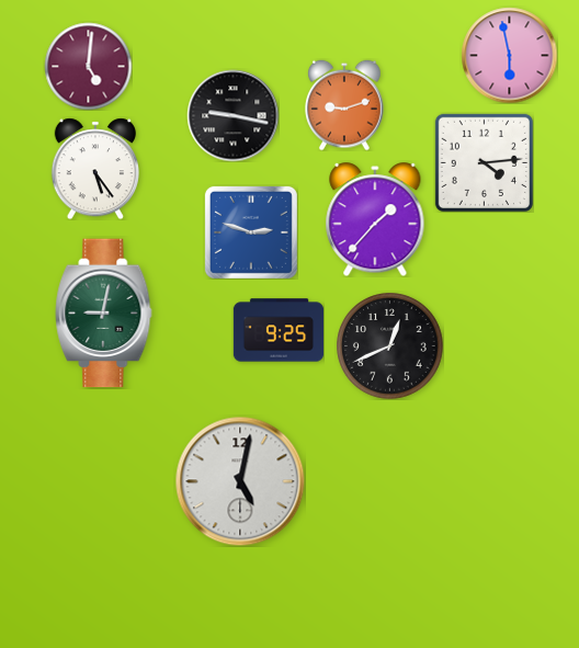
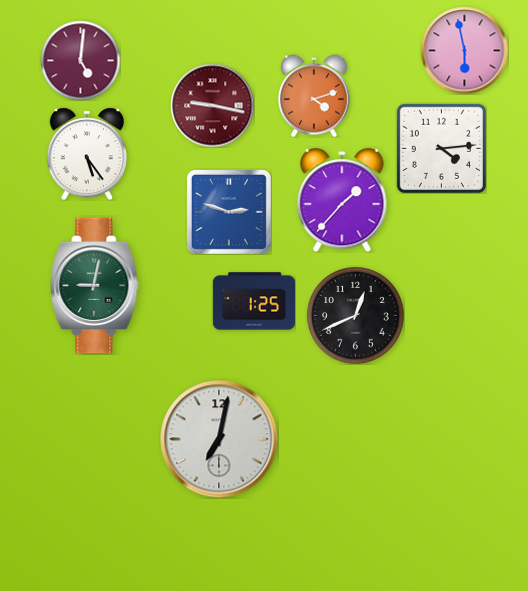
clock at (344, 105): 9:12 -> 4:12
clock at (232, 115) dial: black -> burgundy
clock at (279, 330): 9:25 -> 1:25
clock at (240, 481): 5:02 -> 7:02
